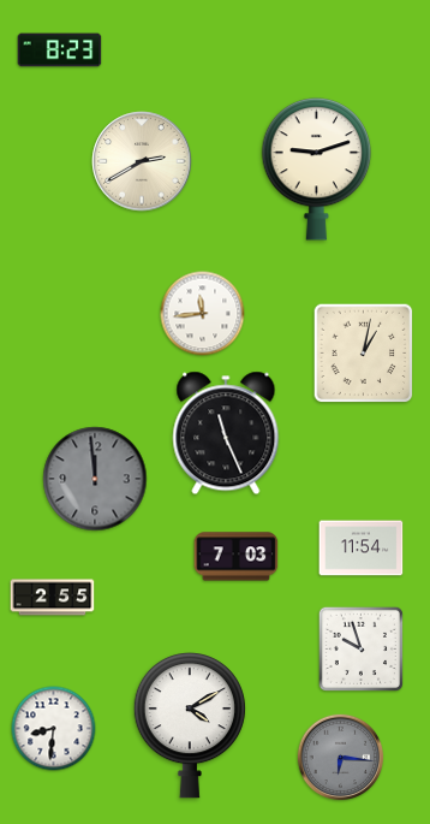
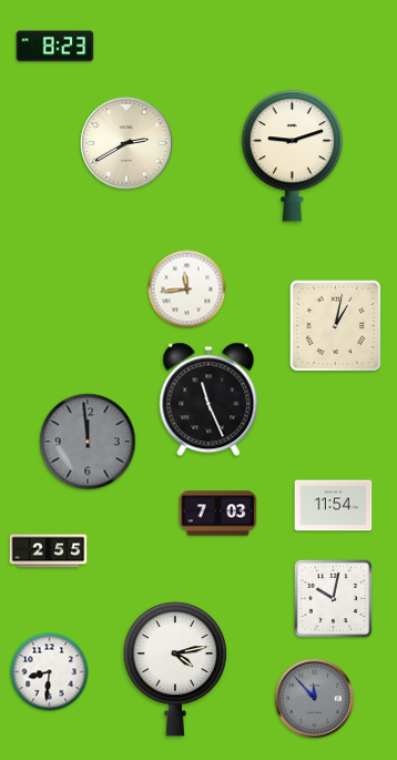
clock at (142, 161) position: (142, 161) -> (126, 143)
clock at (360, 648): 9:57 -> 10:02
clock at (190, 727): 4:10 -> 4:13
clock at (341, 758): 6:16 -> 11:53
